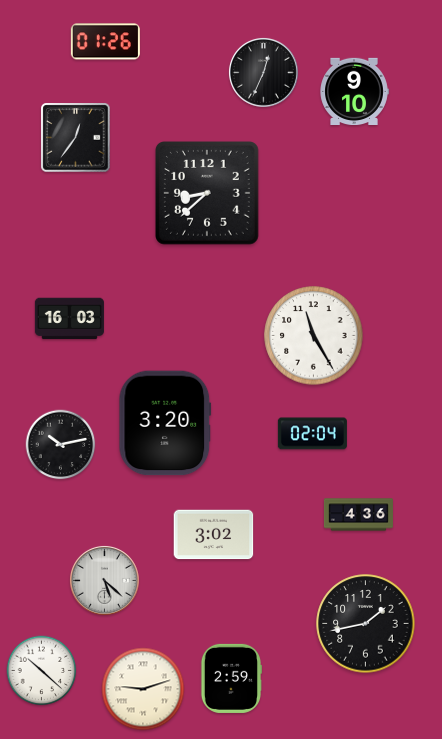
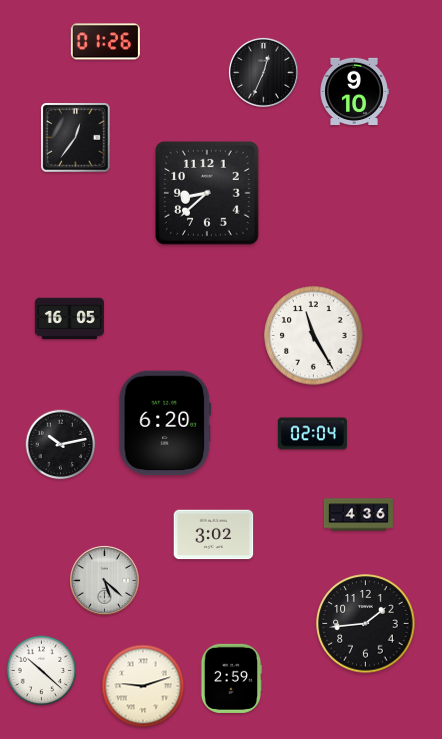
clock at (69, 319): 16:03 -> 16:05
clock at (165, 423): 3:20 -> 6:20
clock at (366, 624): 1:43 -> 1:44
clock at (143, 689) position: (143, 689) -> (143, 686)
